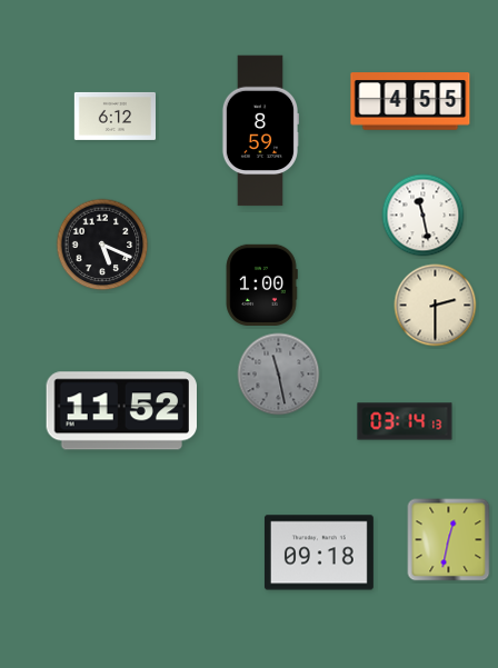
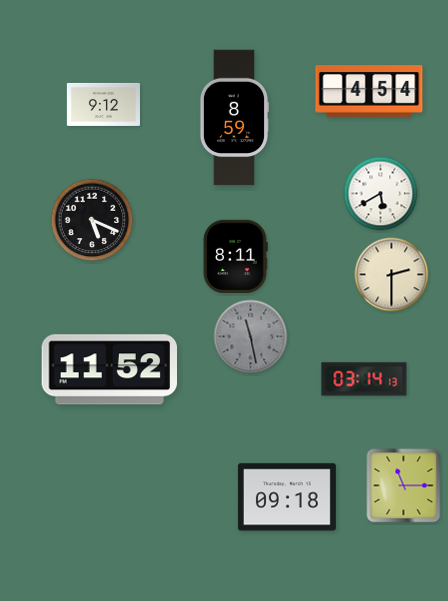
clock at (410, 101): 4:55 -> 4:54
clock at (114, 116): 6:12 -> 9:12
clock at (424, 216): 11:28 -> 5:40
clock at (261, 285): 1:00 -> 8:11
clock at (449, 540): 12:32 -> 11:15
